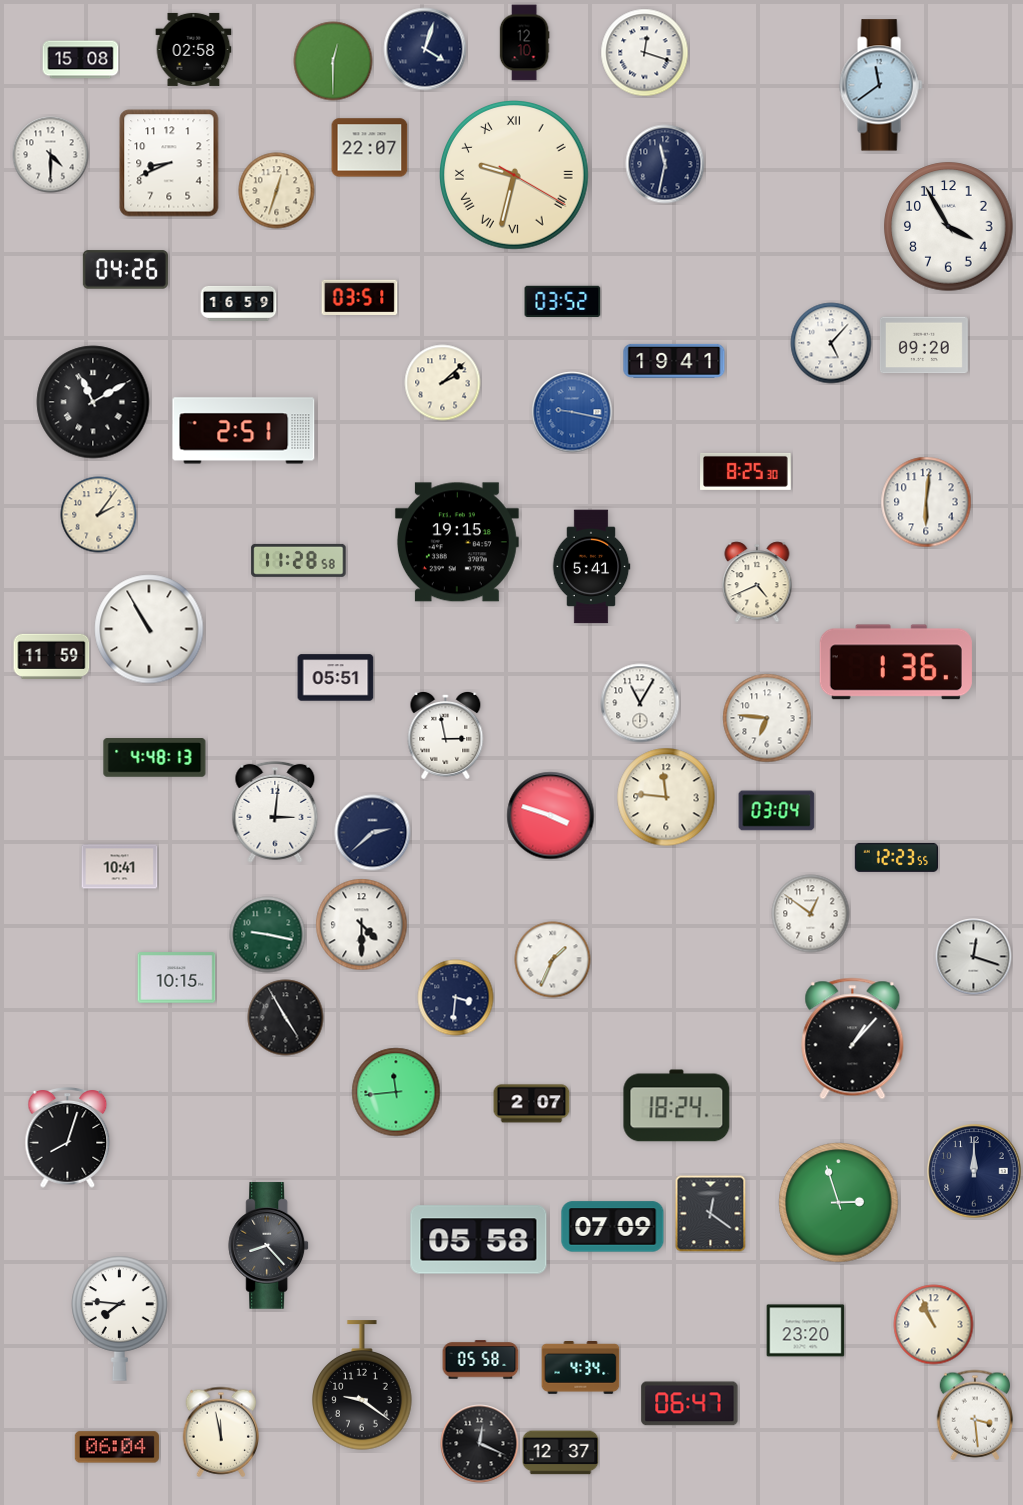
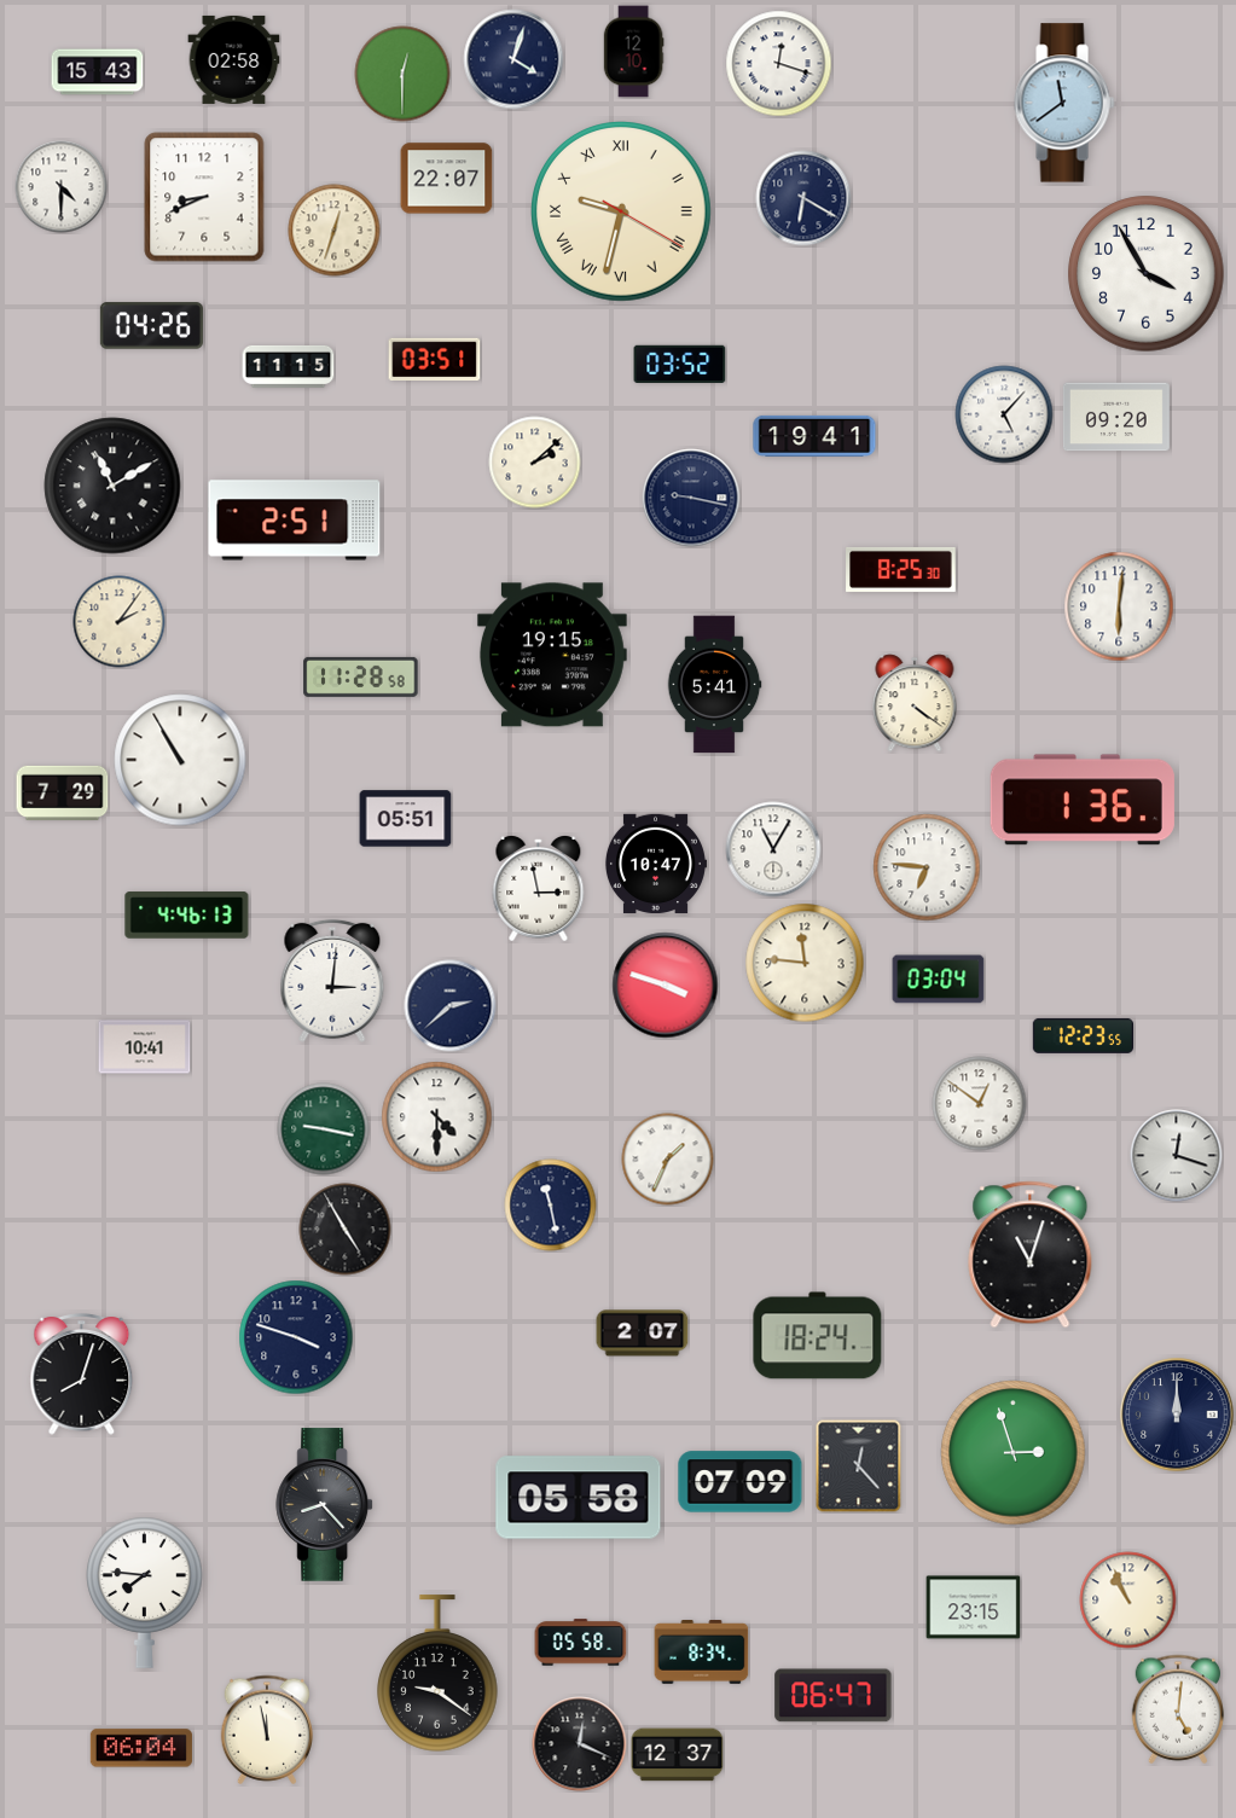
clock at (81, 60): 15:08 -> 15:43
clock at (665, 164): 11:32 -> 6:20
clock at (239, 303): 16:59 -> 11:15
clock at (572, 412) dial: blue -> navy
clock at (757, 582): 4:41 -> 4:21
clock at (52, 656): 11:59 -> 7:29
clock at (655, 864): none -> 10:47
clock at (155, 758): 4:48 -> 4:46
clock at (177, 978): 10:15 -> none
clock at (456, 998): 3:31 -> 11:28
clock at (853, 1039): 1:07 -> 11:03
clock at (396, 1092): 11:44 -> none
clock at (296, 1337): none -> 3:48
clock at (711, 1214): 12:21 -> 12:23
clock at (806, 1331): 23:20 -> 23:15
clock at (581, 1368): 4:34 -> 8:34
clock at (975, 1415): 3:29 -> 5:01
